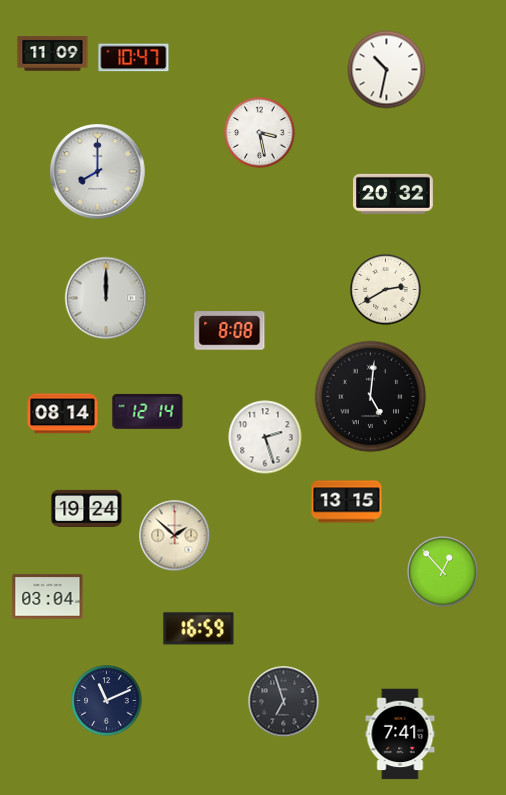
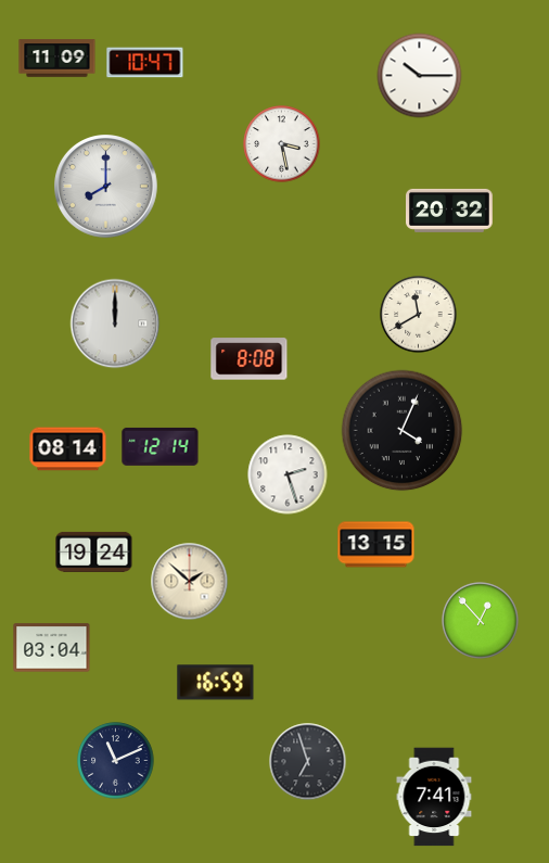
clock at (387, 70): 10:32 -> 10:15
clock at (394, 194) position: (394, 194) -> (450, 211)
clock at (386, 290): 2:40 -> 11:40
clock at (371, 397): 5:01 -> 4:04
